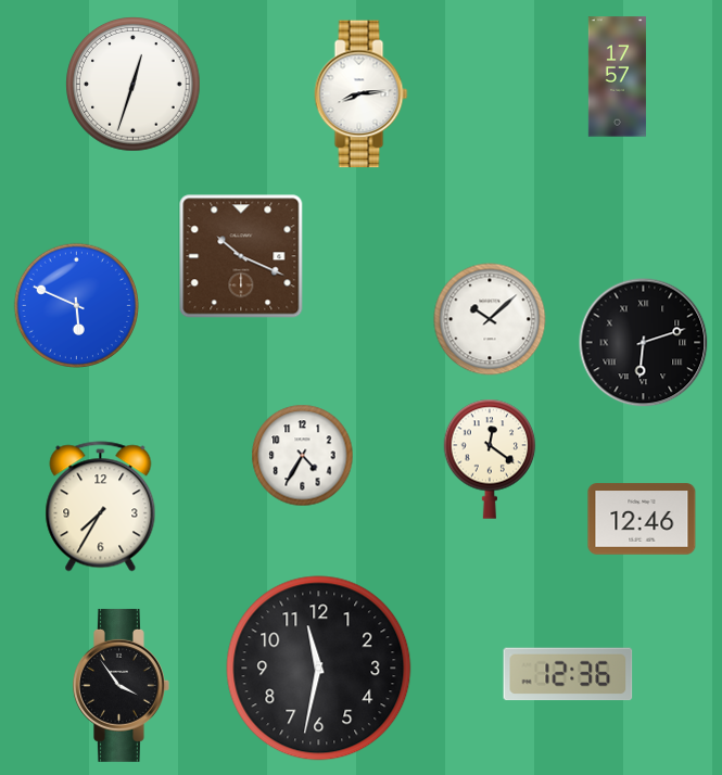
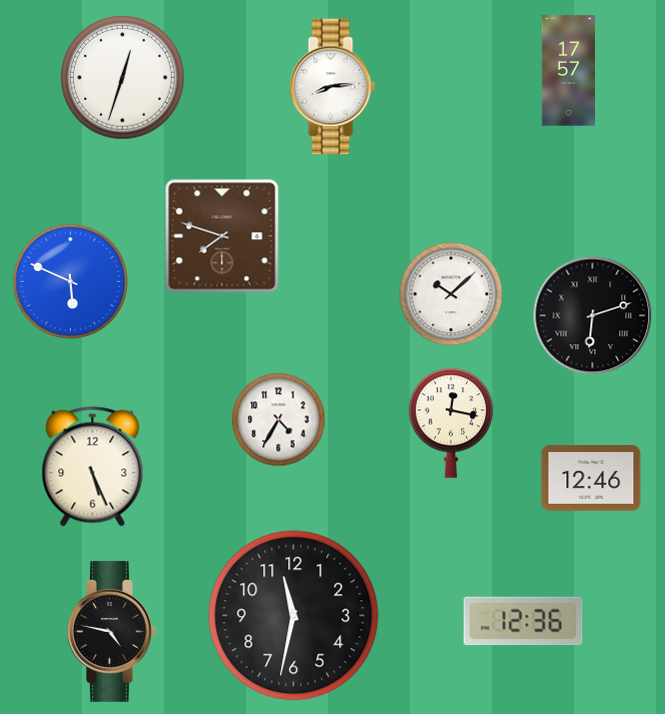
clock at (241, 256): 10:19 -> 7:48
clock at (490, 459): 12:21 -> 12:17
clock at (101, 507): 7:35 -> 5:26
clock at (121, 685): 3:54 -> 4:47
